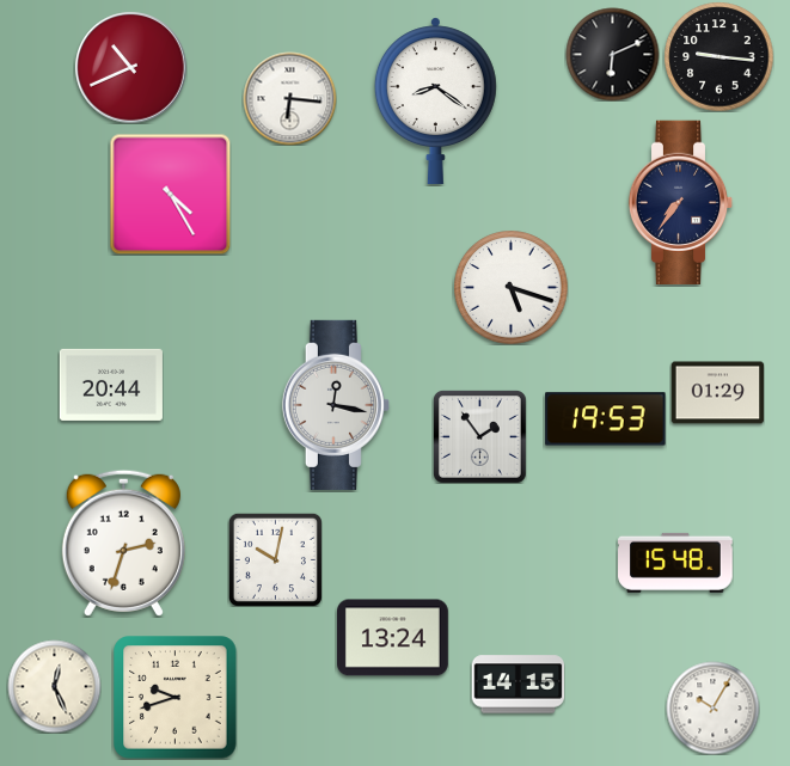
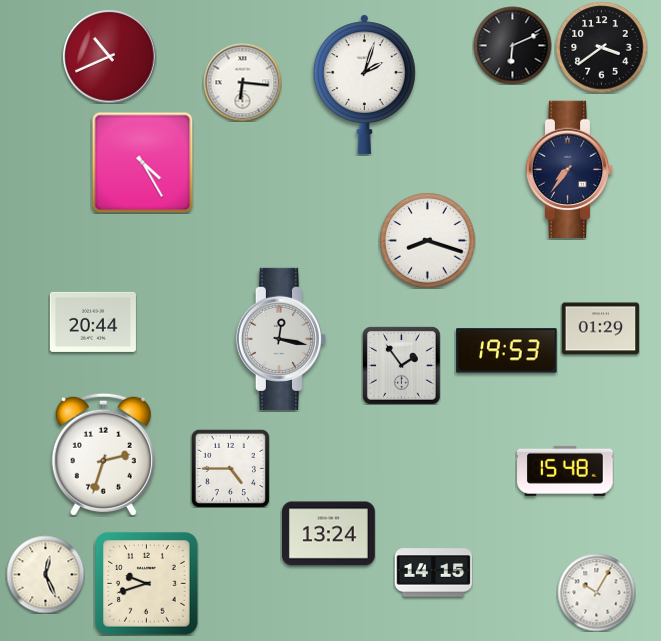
clock at (718, 56): 9:16 -> 3:39
clock at (435, 100): 8:21 -> 2:03
clock at (510, 287): 5:18 -> 8:18
clock at (275, 559): 10:02 -> 4:45
